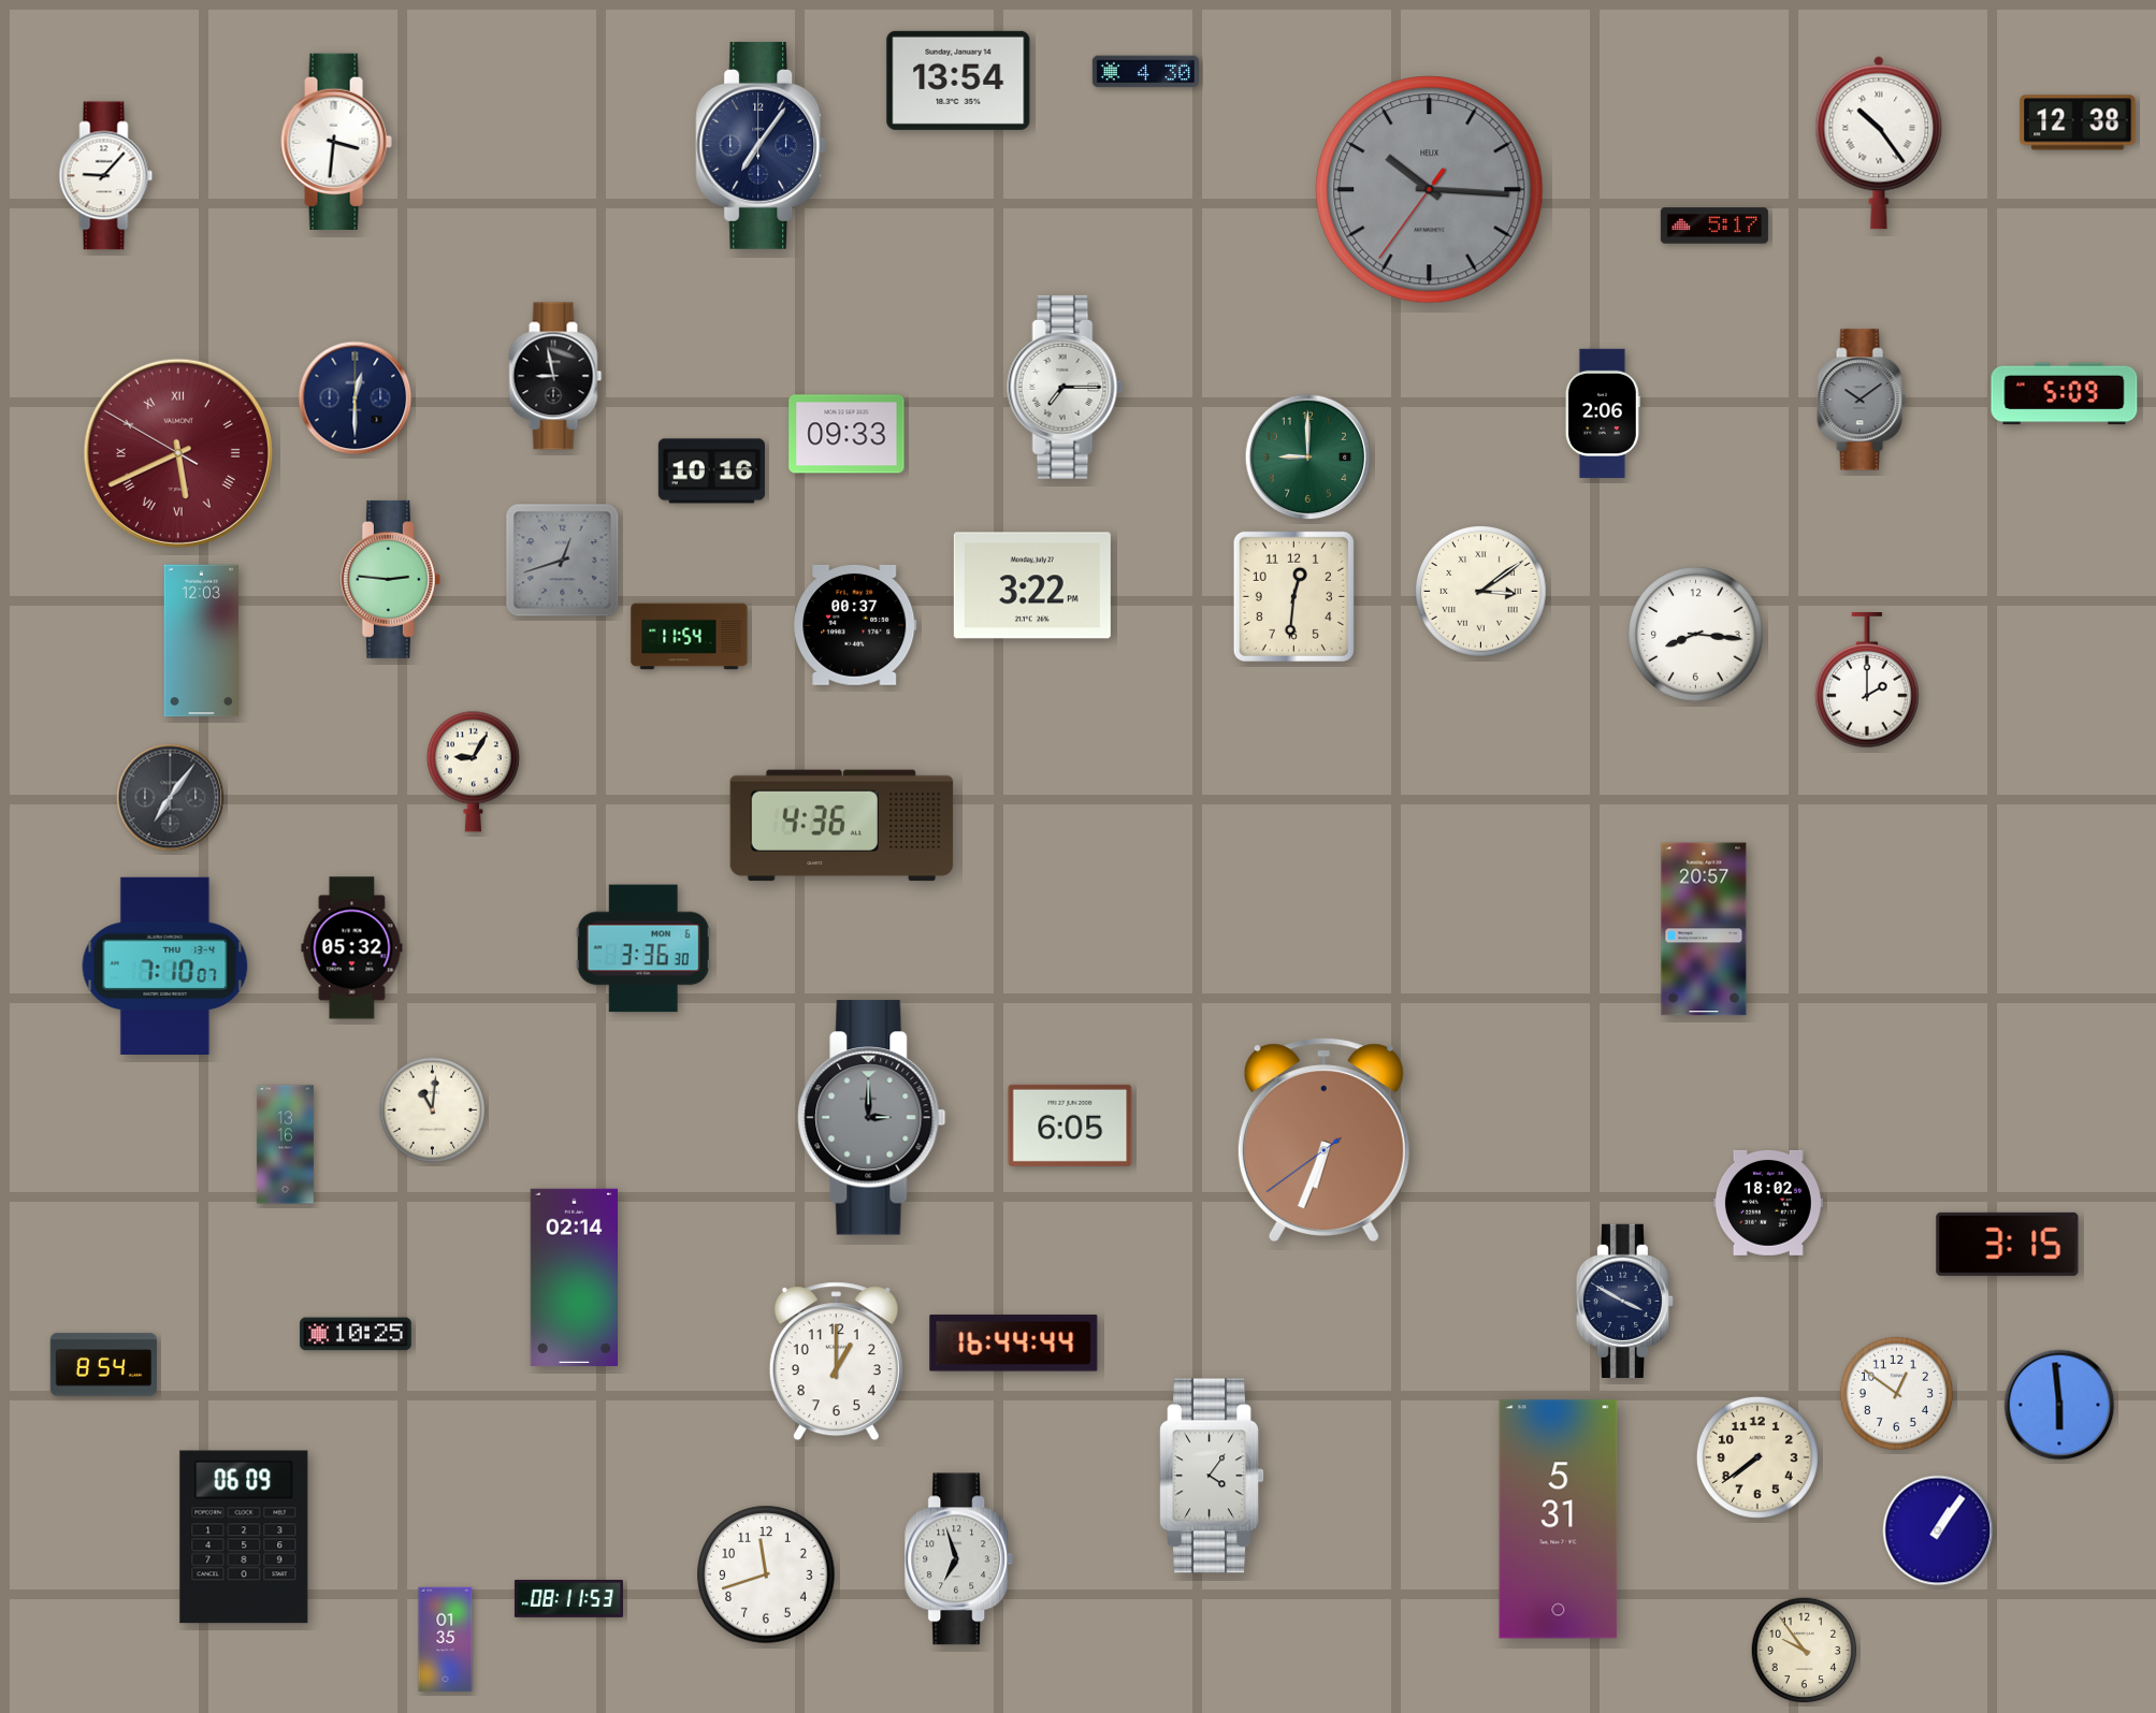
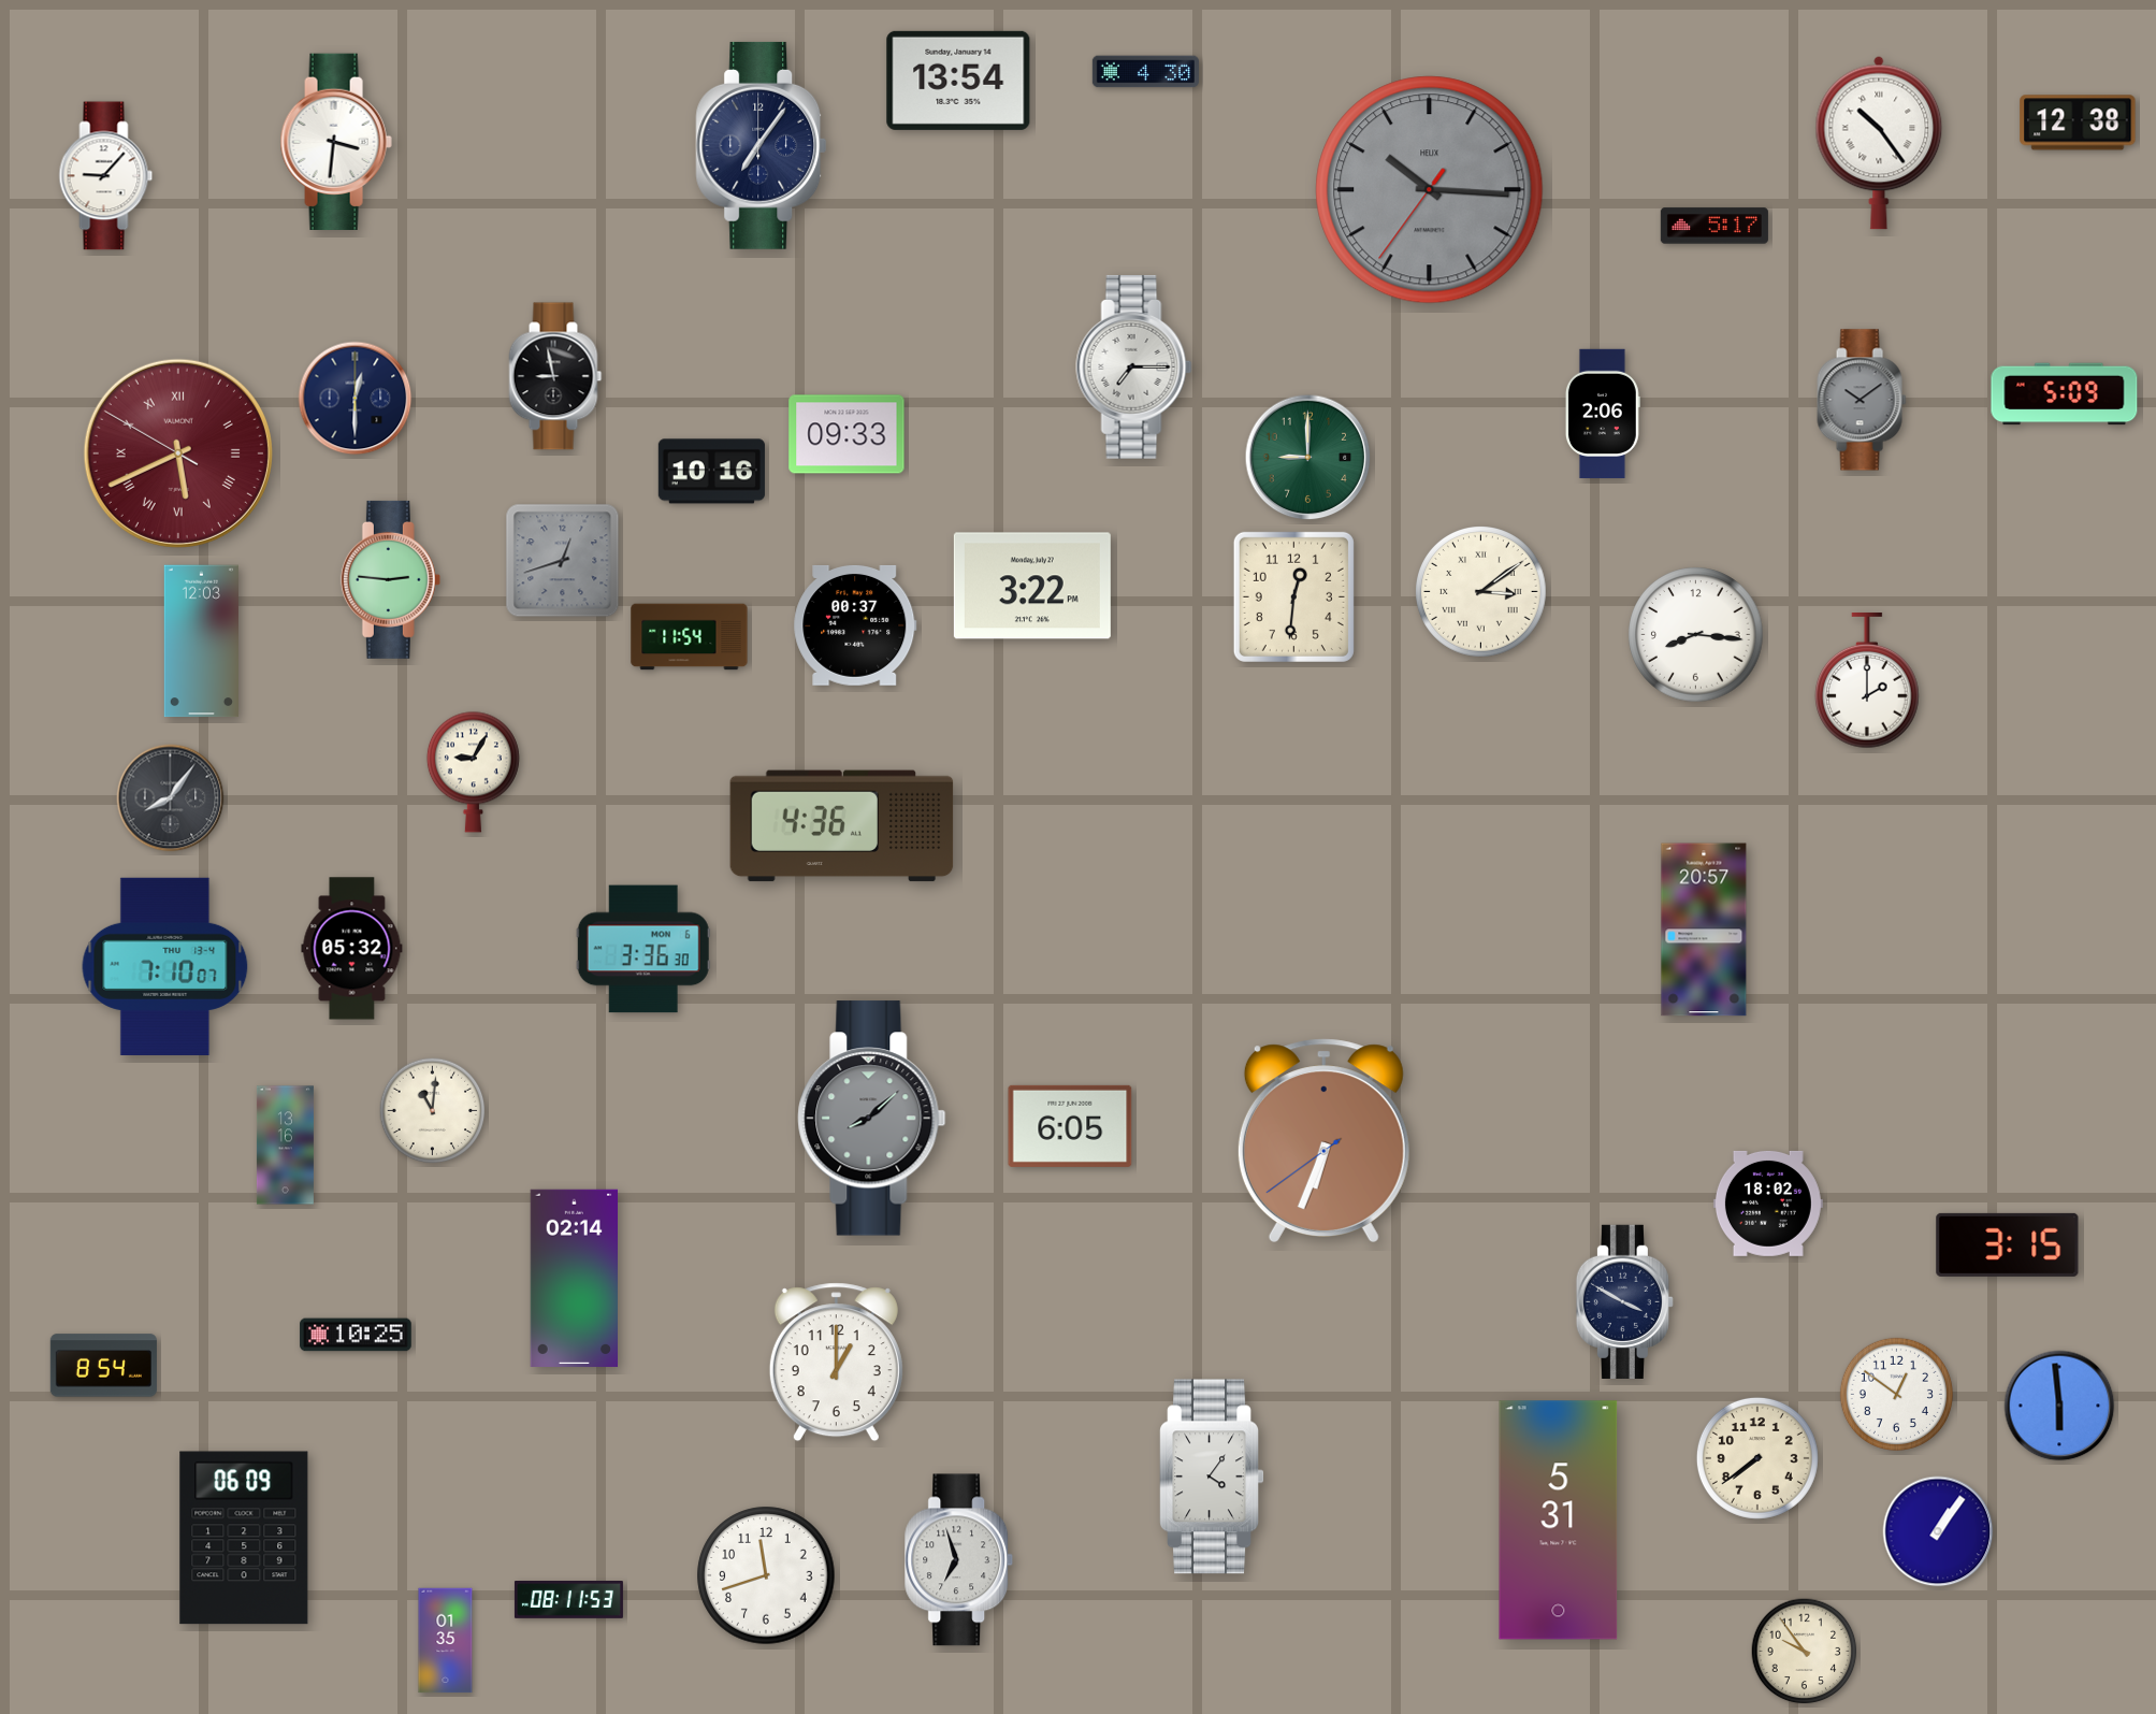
clock at (1066, 387) position: (1066, 387) -> (1134, 366)
clock at (171, 798): 7:06 -> 8:06
clock at (872, 1118): 3:00 -> 8:08
clock at (1014, 1344): 16:44 -> none
